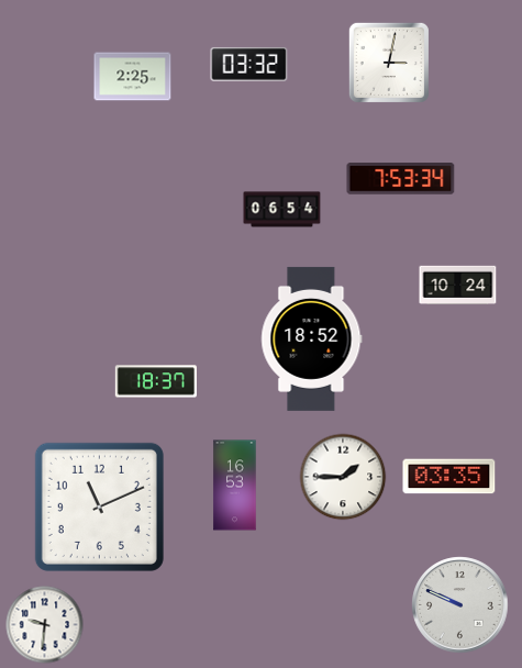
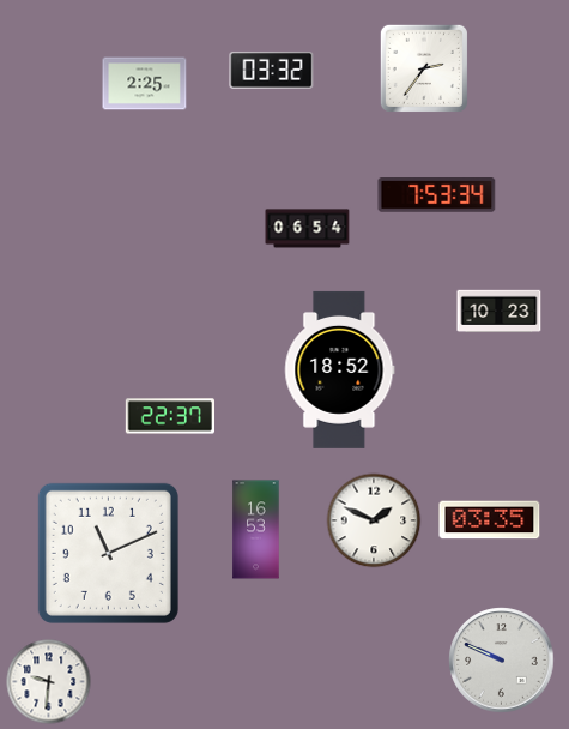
clock at (389, 63): 3:02 -> 2:36
clock at (458, 285): 10:24 -> 10:23
clock at (155, 381): 18:37 -> 22:37
clock at (343, 477): 1:45 -> 1:49
